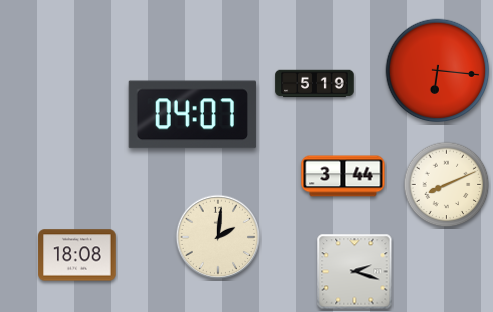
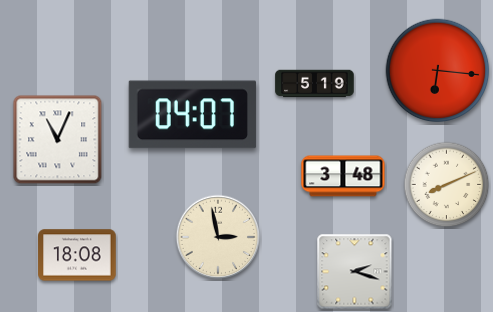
clock at (58, 140): none -> 11:04
clock at (343, 176): 3:44 -> 3:48
clock at (218, 237): 2:01 -> 2:58
